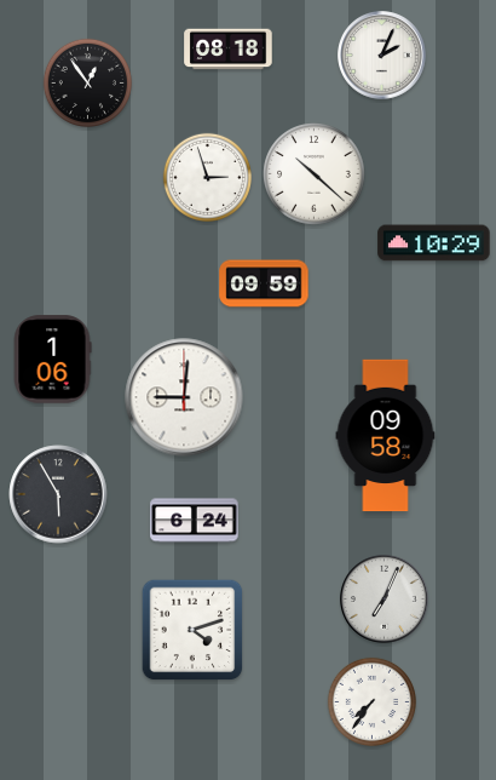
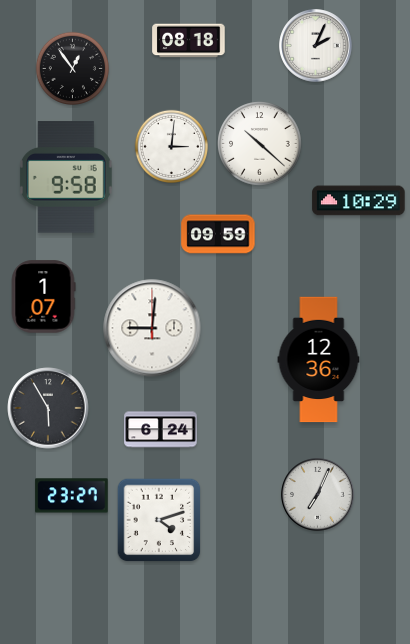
clock at (207, 177): 2:57 -> 3:01
clock at (66, 177): none -> 9:58
clock at (52, 360): 1:06 -> 1:07
clock at (386, 436): 09:58 -> 12:36
clock at (72, 496): none -> 23:27
clock at (371, 701): 7:36 -> none
